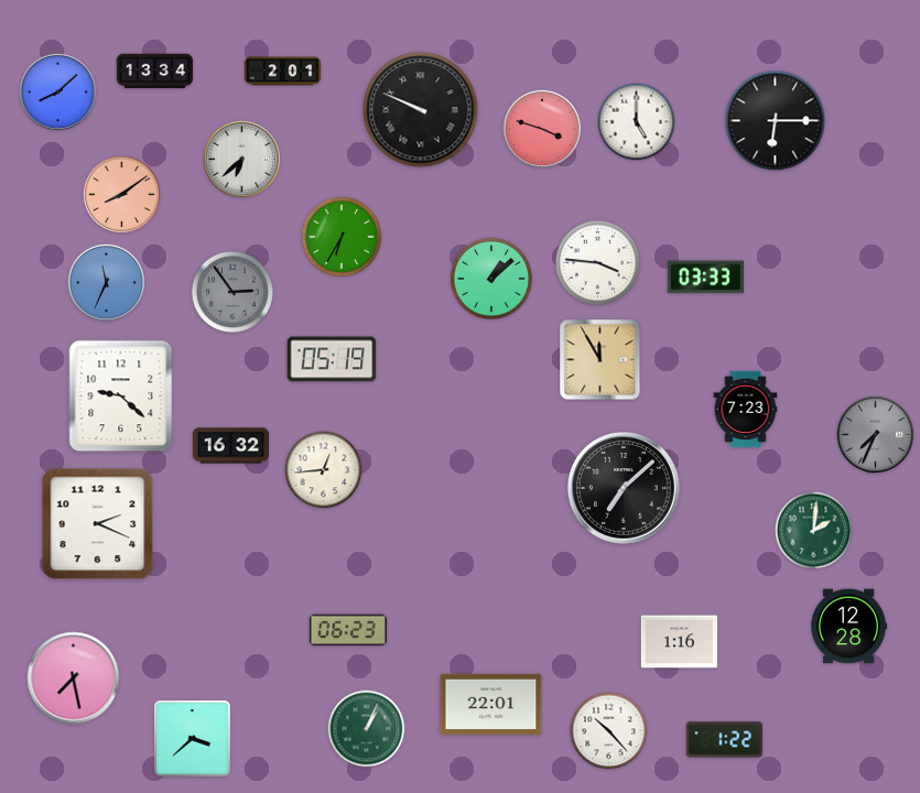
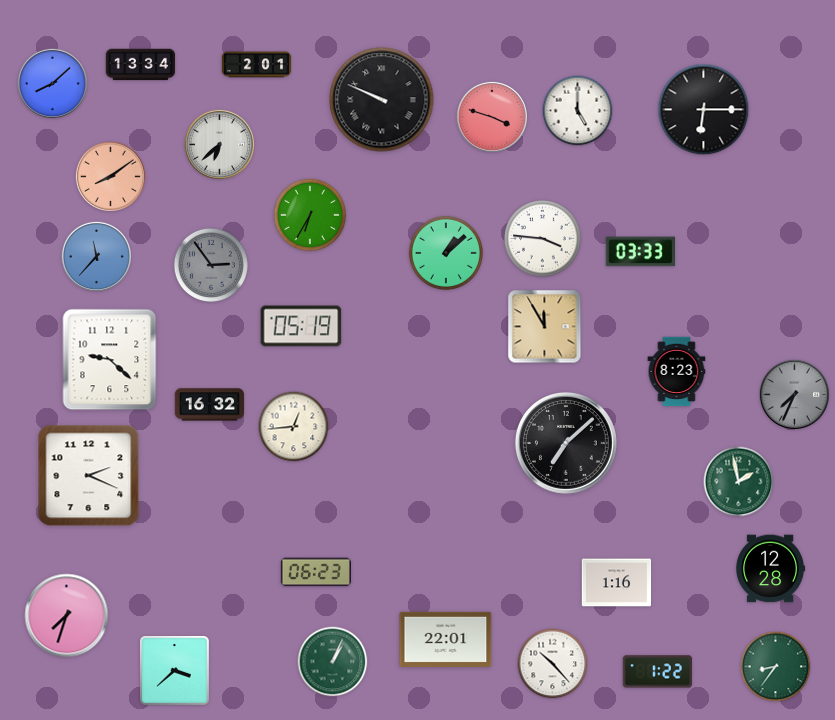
clock at (106, 282): 11:34 -> 11:37
clock at (746, 410): 7:23 -> 8:23
clock at (814, 531): 2:01 -> 1:58
clock at (74, 678): 7:28 -> 7:33
clock at (776, 667): none -> 8:36
